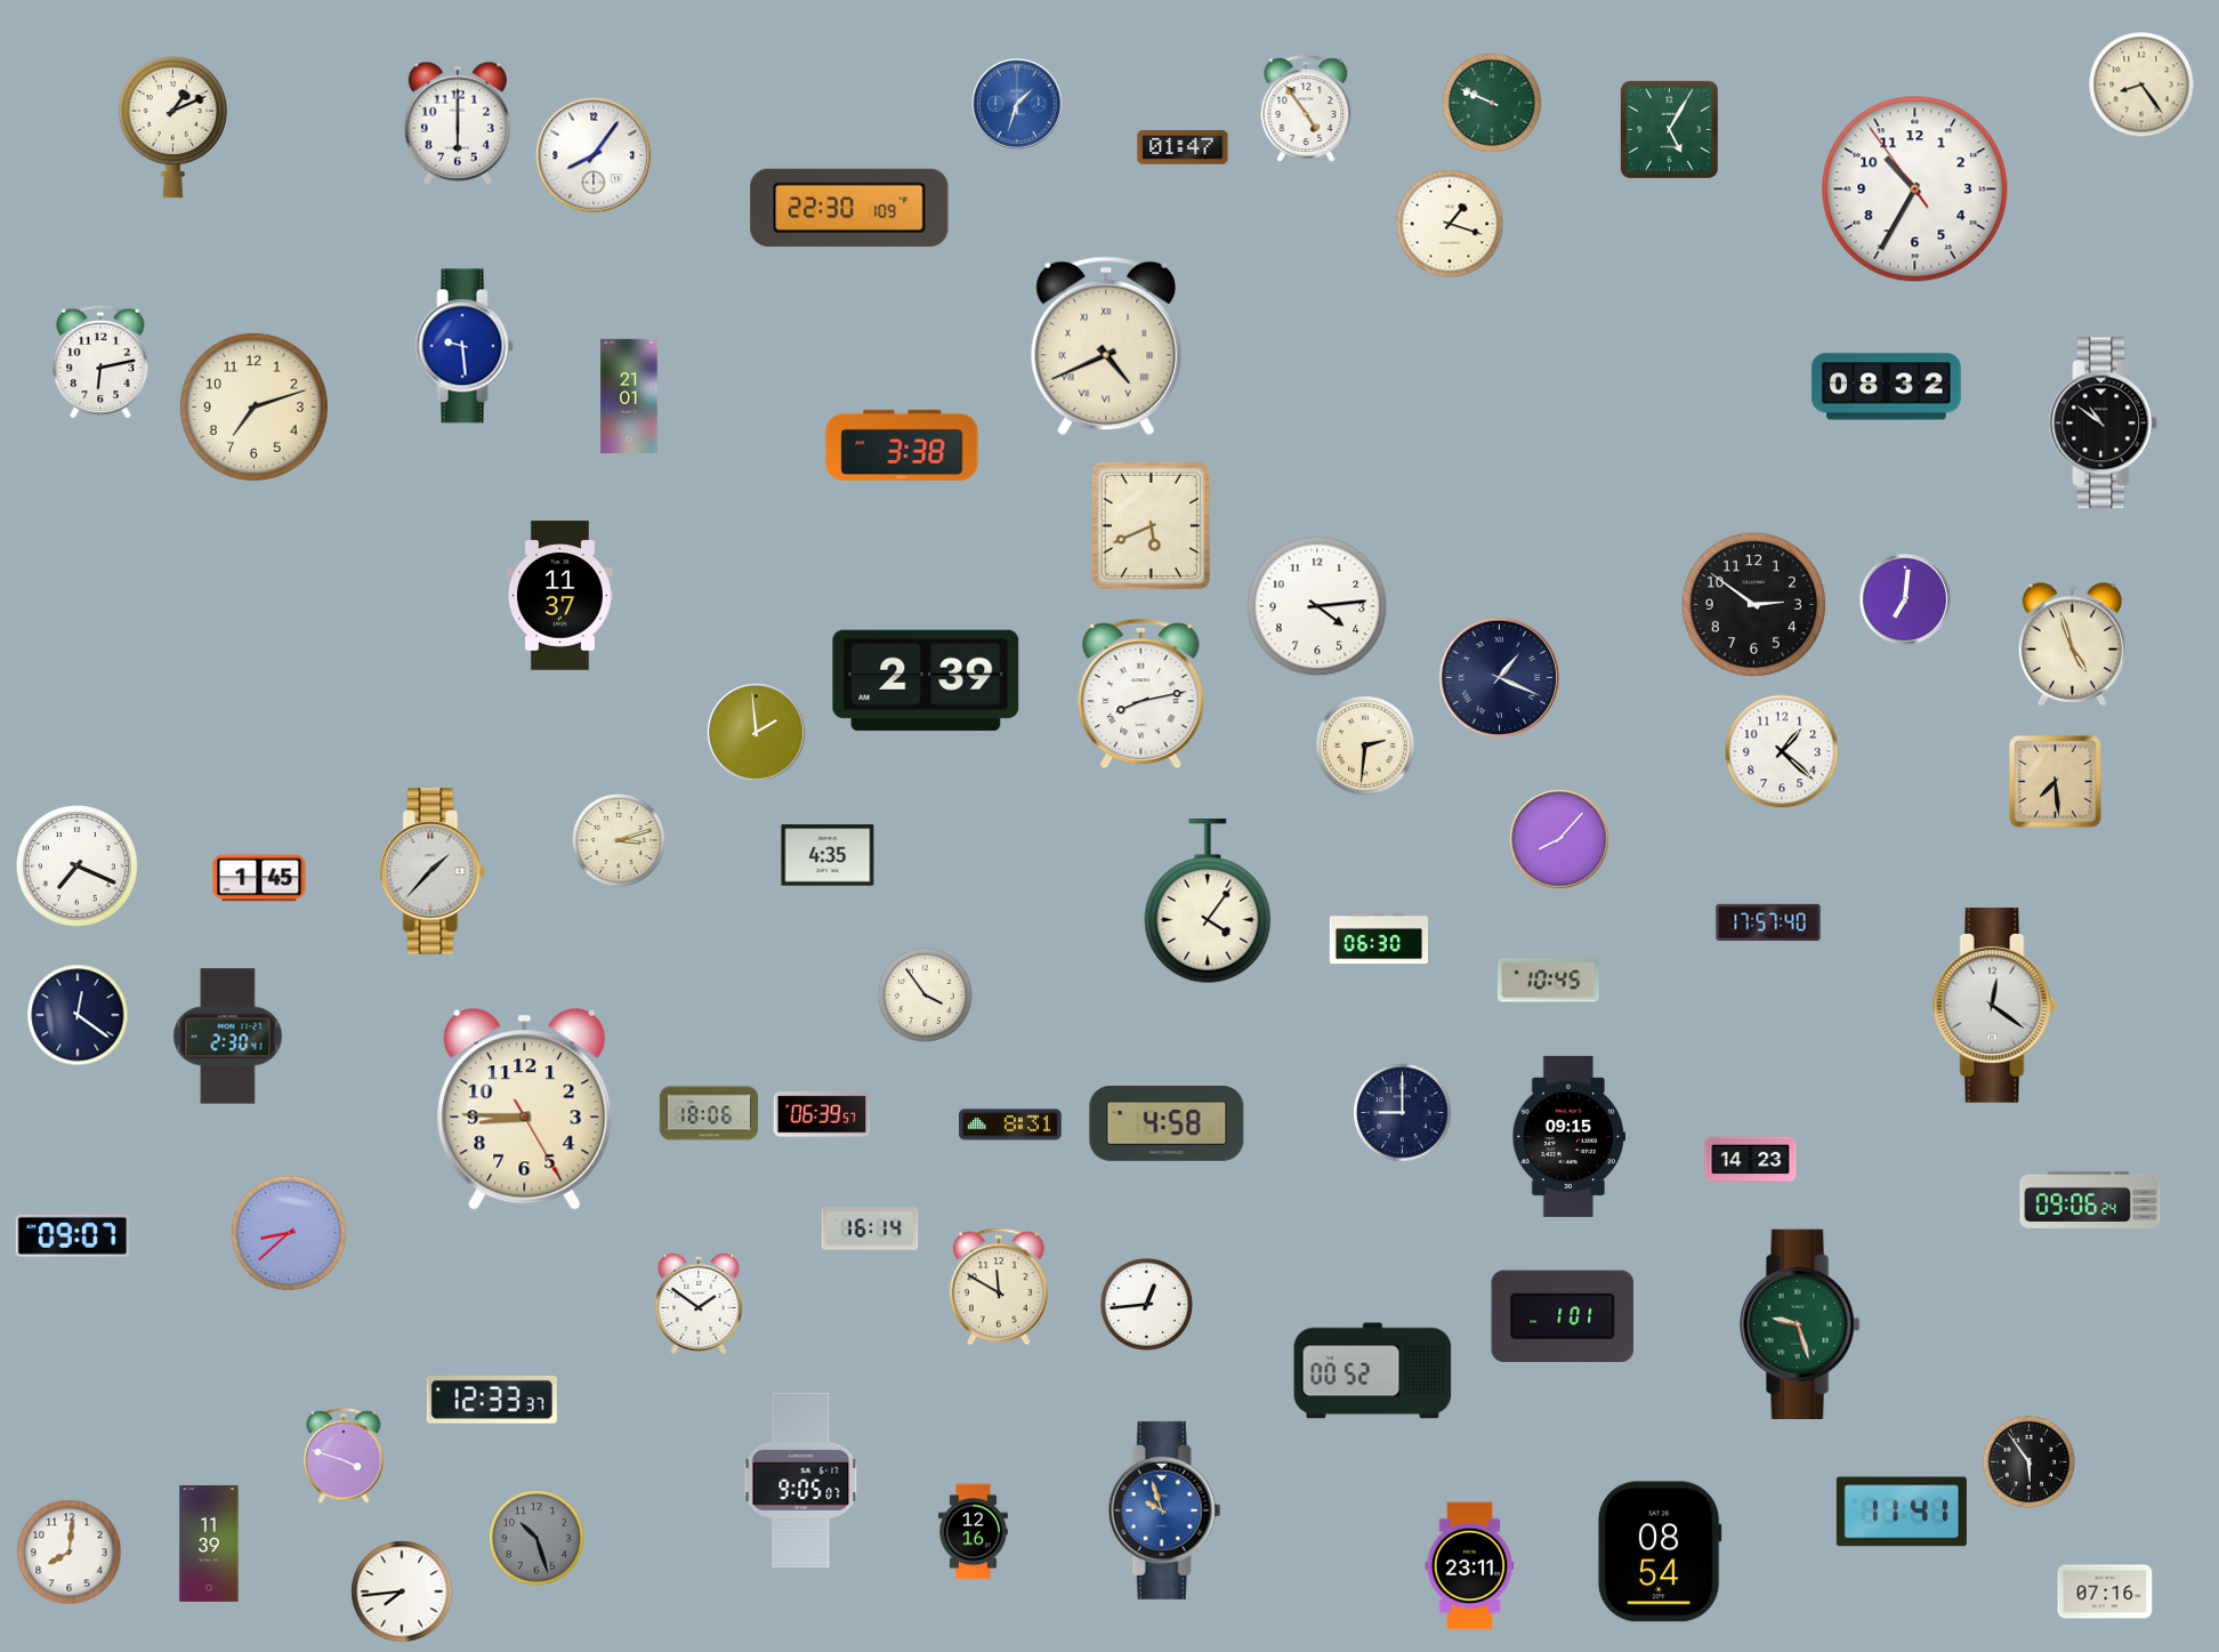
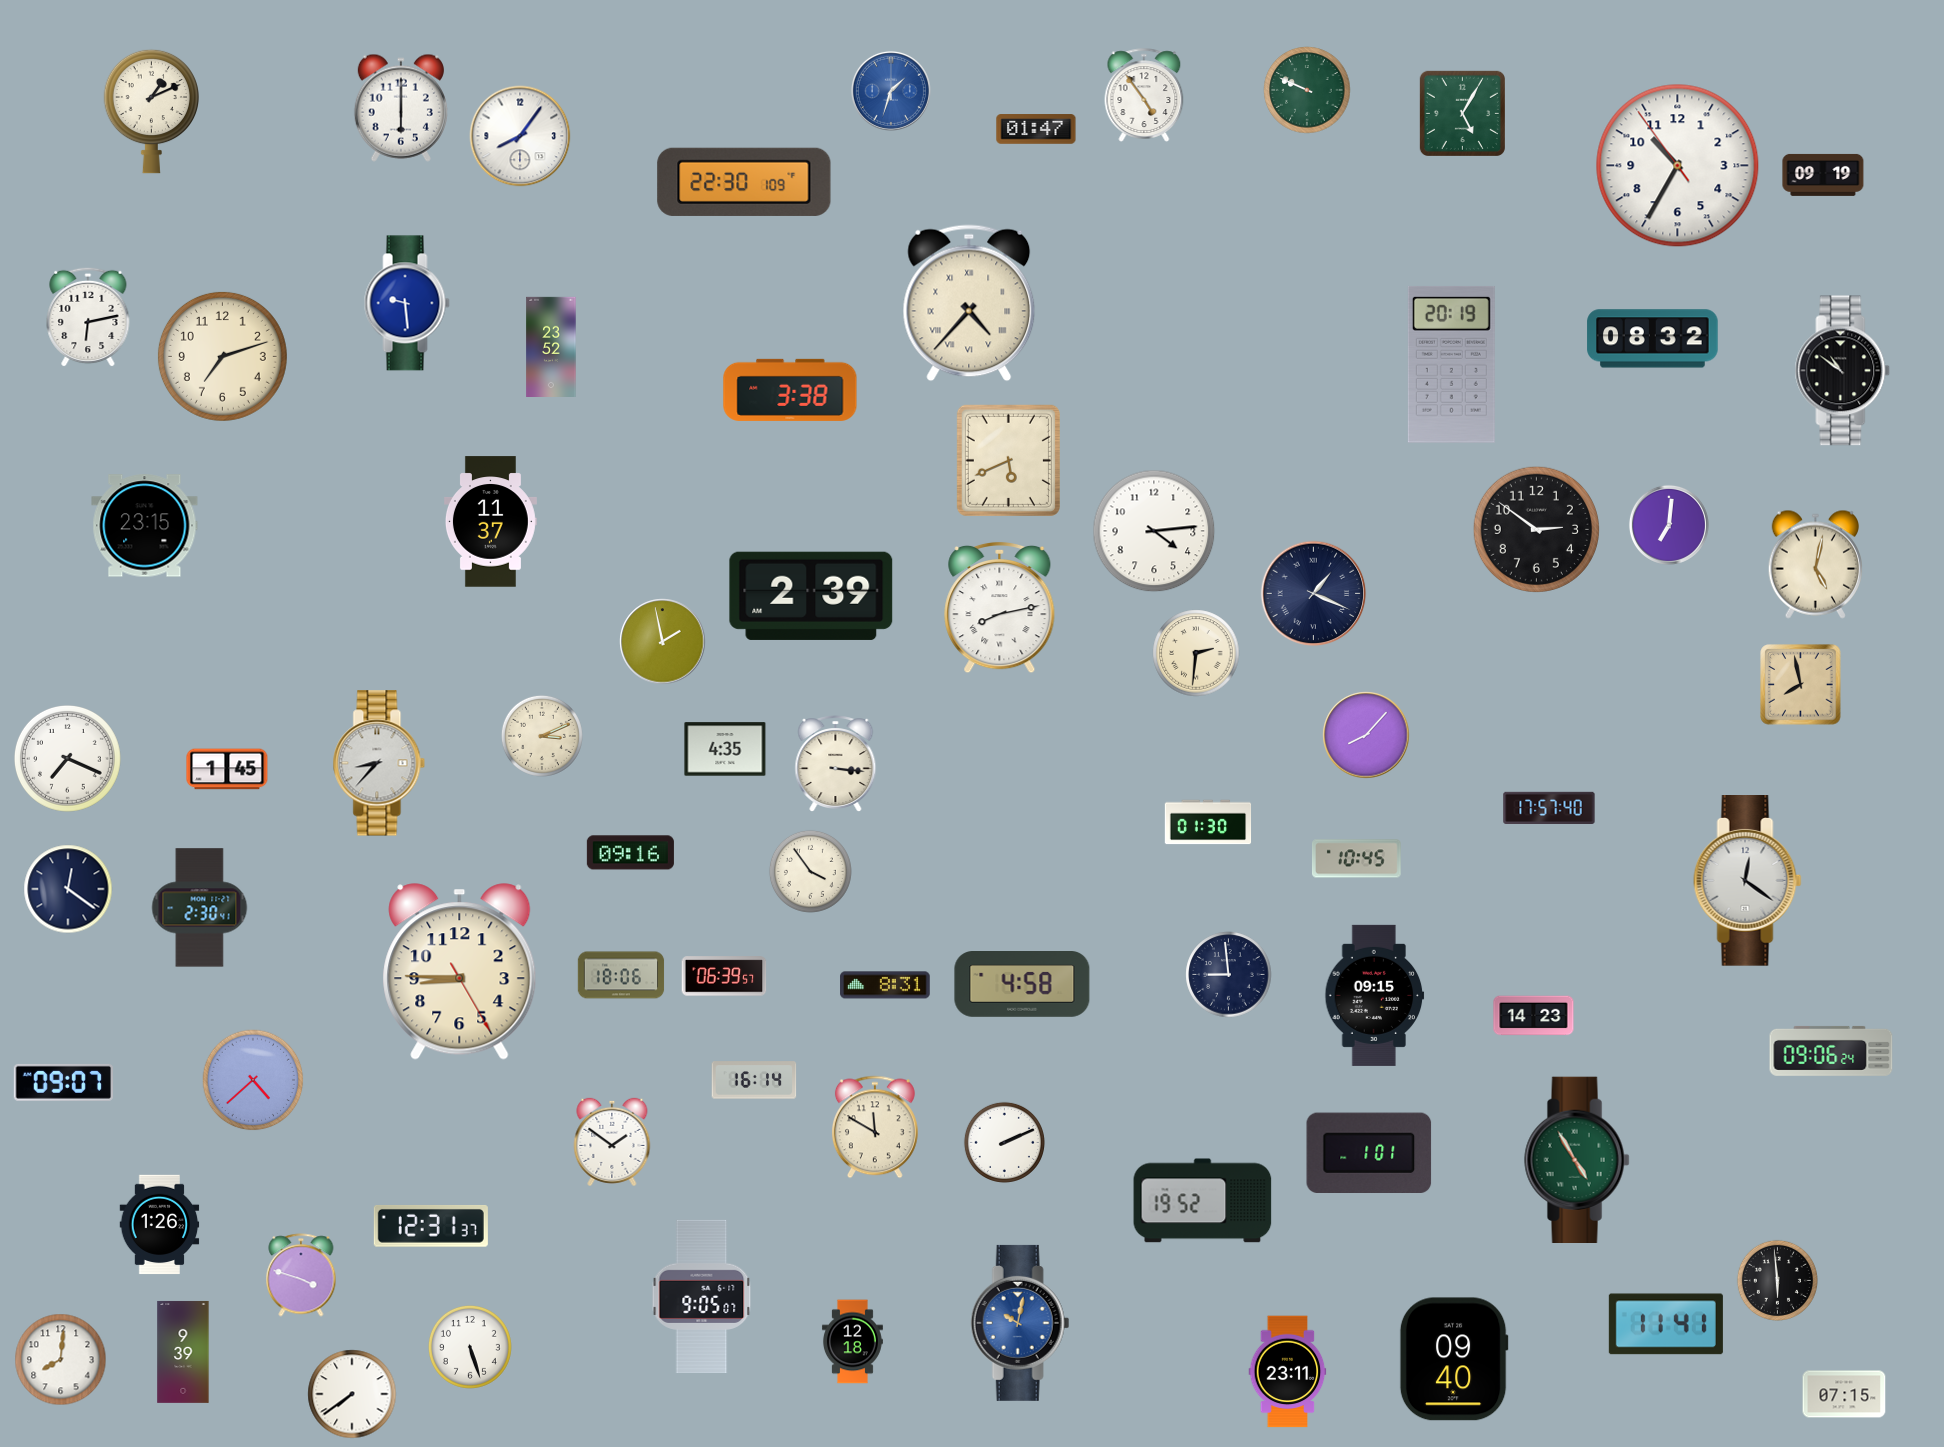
clock at (2141, 84): 8:24 -> none
clock at (1823, 175): none -> 09:19
clock at (1450, 224): 1:18 -> none
clock at (1106, 346): 4:41 -> 4:37
clock at (629, 395): 21:01 -> 23:52
clock at (1451, 364): none -> 20:19
clock at (145, 526): none -> 23:15
clock at (2072, 644): 4:57 -> 5:02
clock at (757, 733): 1:59 -> 1:58
clock at (1782, 751): 1:22 -> none
clock at (2056, 782): 7:29 -> 7:58
clock at (619, 840): 3:12 -> 3:11
clock at (433, 871): 1:37 -> 8:37
clock at (836, 764): none -> 3:16
clock at (1208, 902): 4:06 -> none
clock at (1379, 938): 06:30 -> 01:30
clock at (630, 853): none -> 09:16
clock at (1403, 1113): 9:00 -> 8:59
clock at (822, 1114) position: (822, 1114) -> (724, 976)
clock at (870, 1228) position: (870, 1228) -> (754, 1080)
clock at (289, 1233): 8:38 -> 4:38
clock at (1146, 1304): 12:44 -> 2:11
clock at (1800, 1323): 9:27 -> 4:55
clock at (1373, 1371): 00:52 -> 19:52
clock at (160, 1225): none -> 1:26
clock at (492, 1400): 12:33 -> 12:31
clock at (2028, 1461): 5:54 -> 5:59
clock at (1164, 1510): 9:57 -> 10:02
clock at (973, 1532): 12:16 -> 12:18
clock at (536, 1538): 10:27 -> 5:27
clock at (536, 1538) dial: grey -> white
clock at (209, 1544): 11:39 -> 9:39
clock at (1660, 1552): 08:54 -> 09:40
clock at (402, 1591): 7:44 -> 7:39
clock at (2105, 1591): 07:16 -> 07:15
